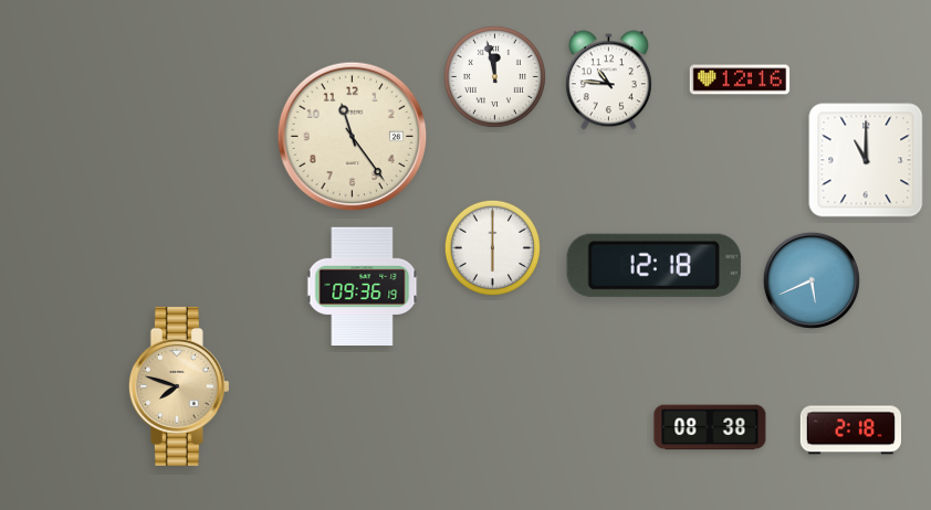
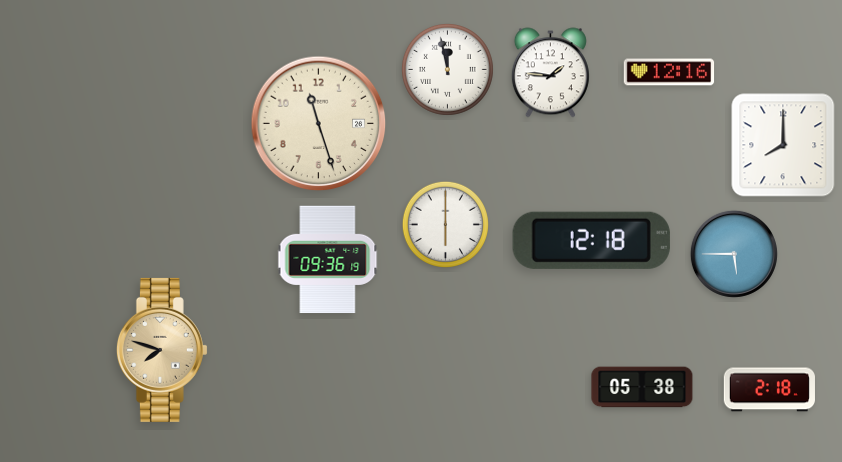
clock at (608, 81): 10:46 -> 1:46
clock at (353, 137): 11:24 -> 11:27
clock at (866, 160): 11:00 -> 8:00
clock at (812, 280): 5:41 -> 5:45
clock at (710, 427): 08:38 -> 05:38
